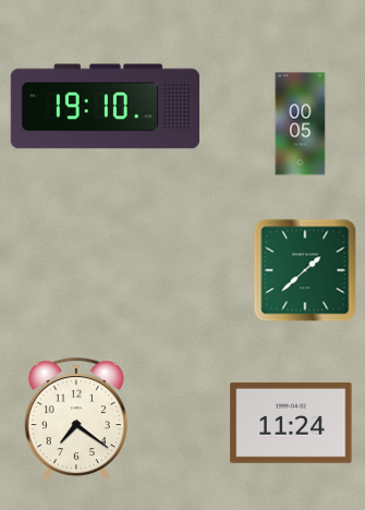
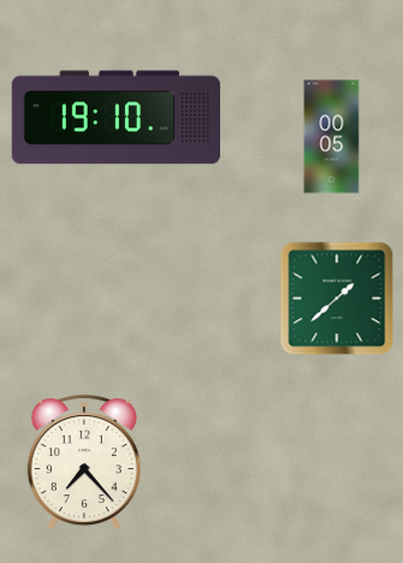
clock at (76, 420): 7:21 -> 7:23
clock at (291, 423): 11:24 -> none
